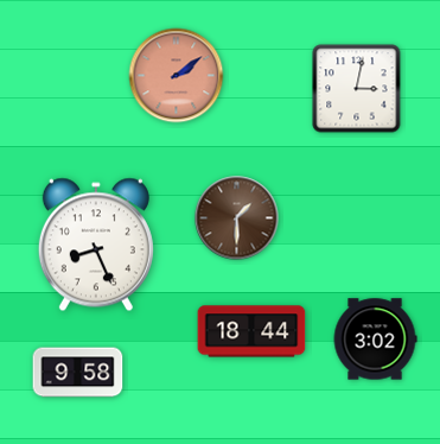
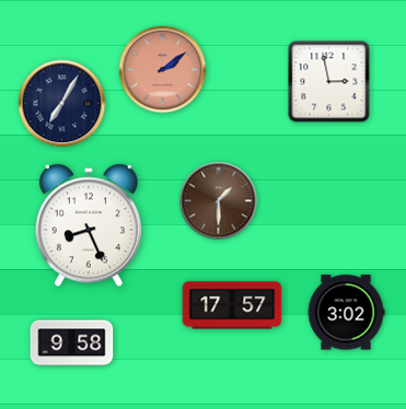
clock at (357, 89): 3:02 -> 2:58
clock at (62, 104): none -> 7:05
clock at (251, 331): 18:44 -> 17:57
